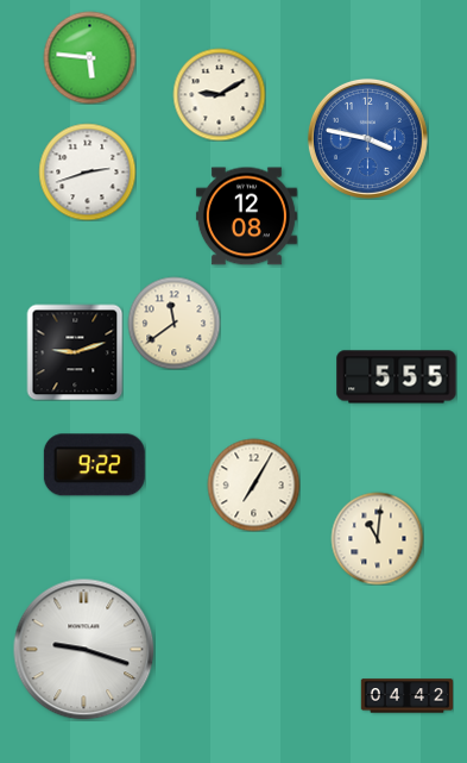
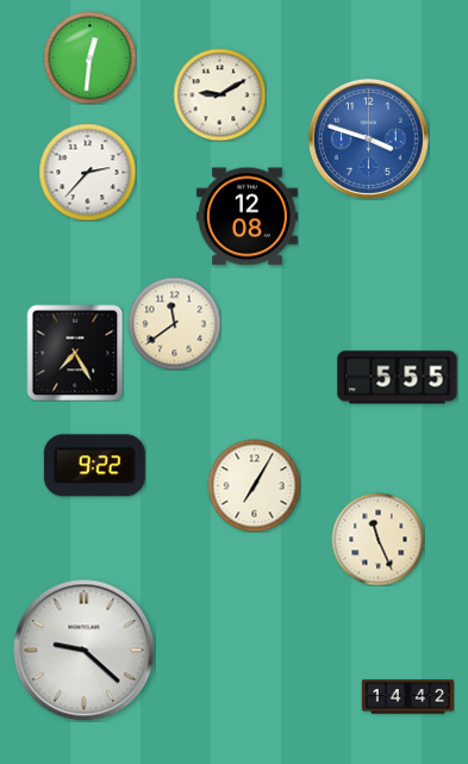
clock at (89, 57): 5:46 -> 12:31
clock at (367, 138): 3:47 -> 3:48
clock at (87, 171): 2:42 -> 2:37
clock at (75, 352): 9:12 -> 7:25
clock at (377, 538): 11:01 -> 11:26
clock at (84, 650): 9:18 -> 9:22
clock at (406, 696): 04:42 -> 14:42
